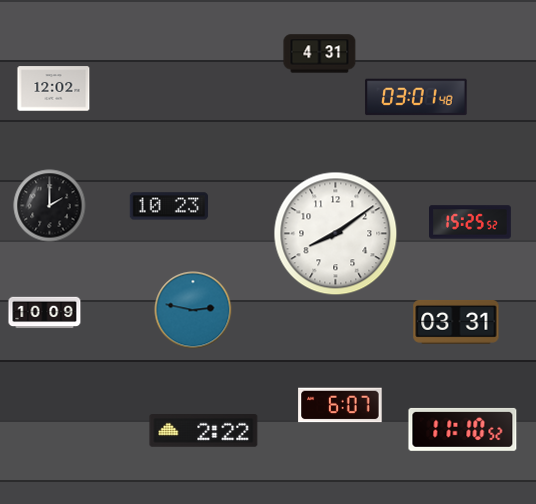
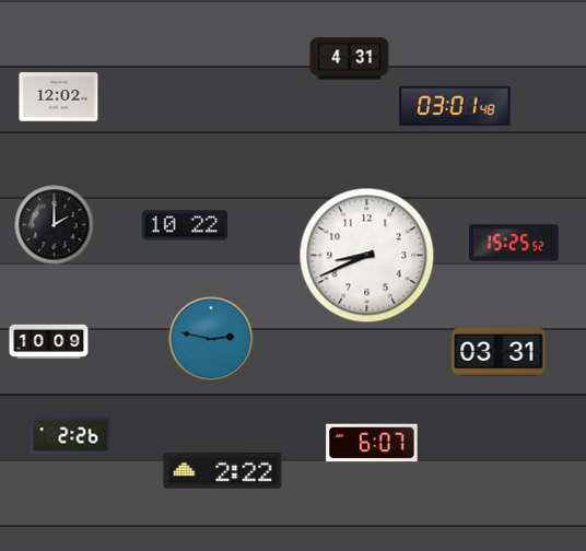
clock at (169, 206): 10:23 -> 10:22
clock at (336, 234): 8:09 -> 8:41
clock at (71, 436): none -> 2:26
clock at (463, 429): 11:10 -> none
